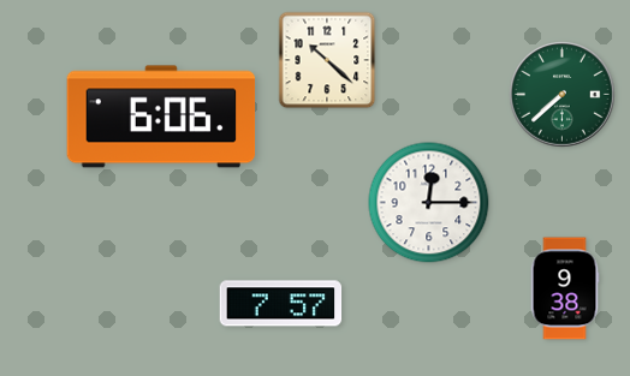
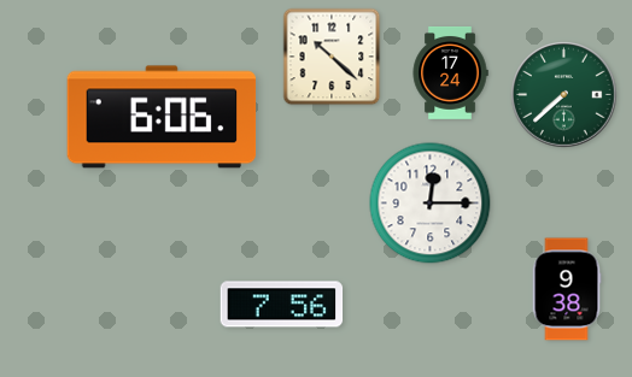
clock at (327, 60) position: (327, 60) -> (332, 57)
clock at (450, 72): none -> 17:24
clock at (281, 304): 7:57 -> 7:56
